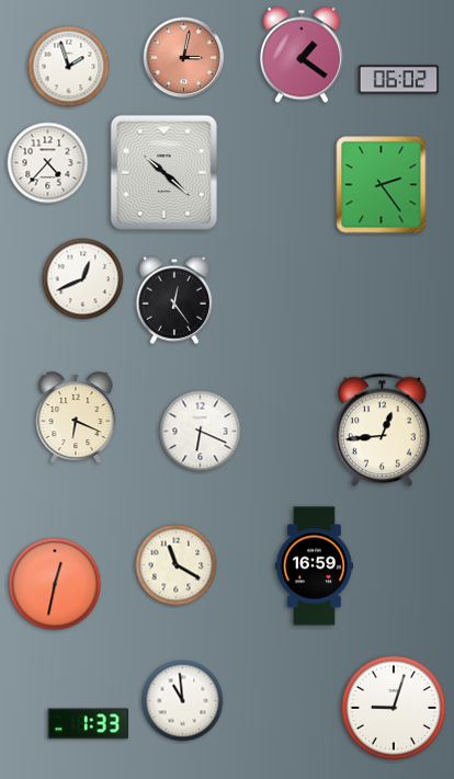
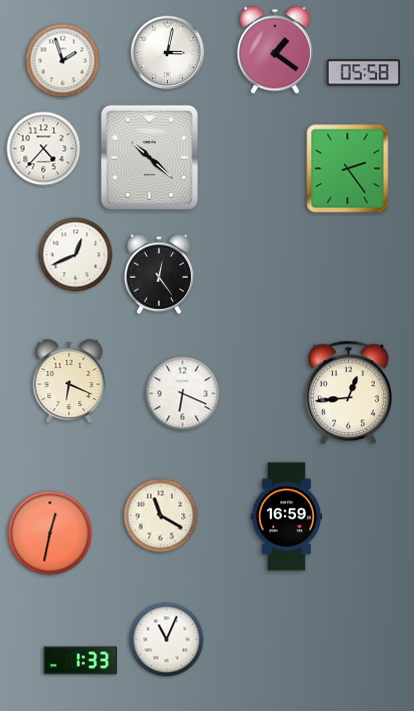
clock at (184, 58) dial: salmon -> white
clock at (399, 80): 06:02 -> 05:58
clock at (183, 701): 10:59 -> 11:04
clock at (393, 707): 9:03 -> none
